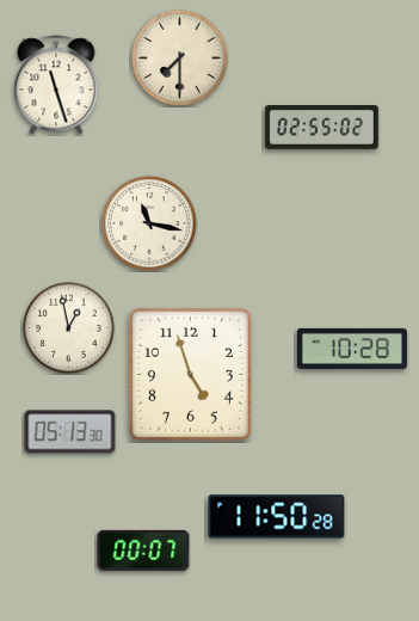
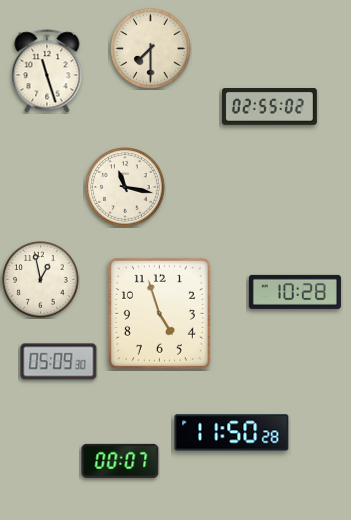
clock at (69, 328) position: (69, 328) -> (41, 280)
clock at (70, 432): 05:13 -> 05:09
